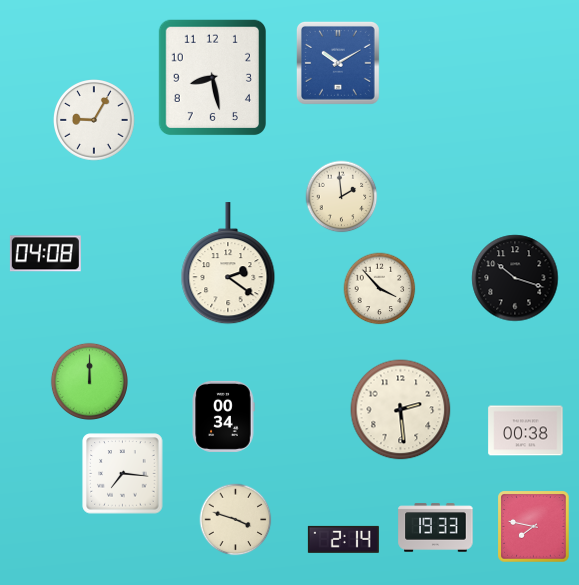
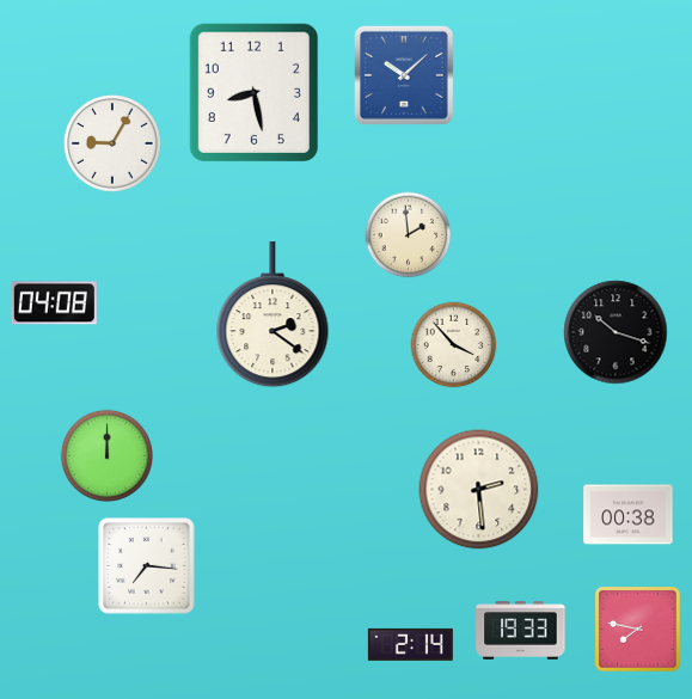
clock at (338, 63): 10:10 -> 10:08
clock at (223, 416): 00:34 -> none
clock at (236, 520): 3:48 -> none
